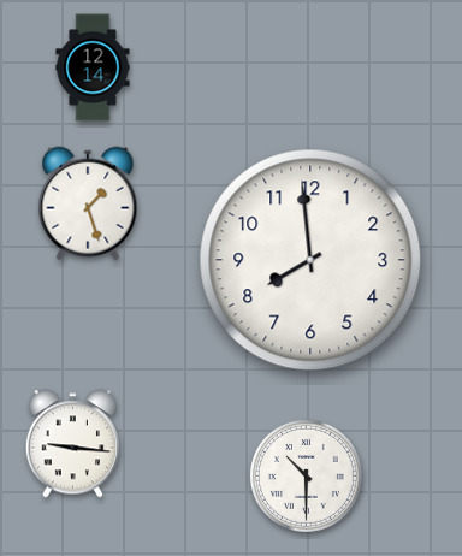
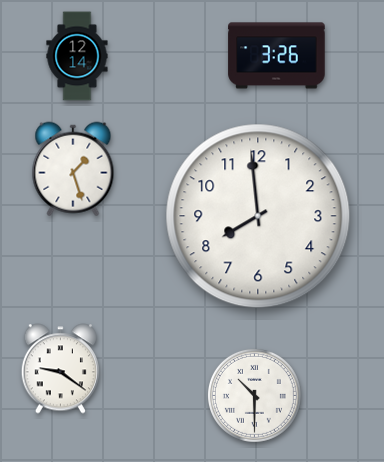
clock at (277, 56): none -> 3:26
clock at (72, 444): 9:16 -> 9:21
